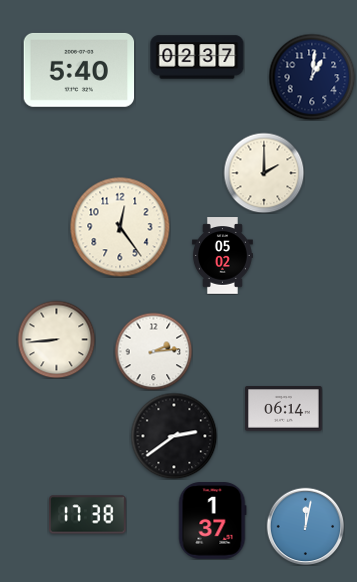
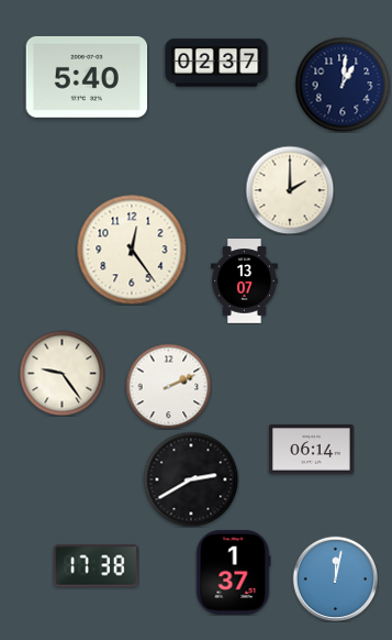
clock at (222, 256): 05:02 -> 13:07
clock at (56, 339): 8:44 -> 9:24
clock at (153, 351): 2:14 -> 2:11
clock at (174, 436): 2:39 -> 2:40
